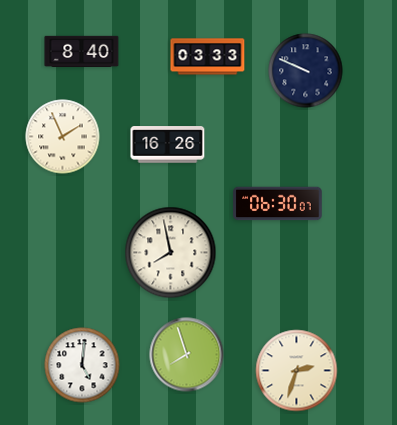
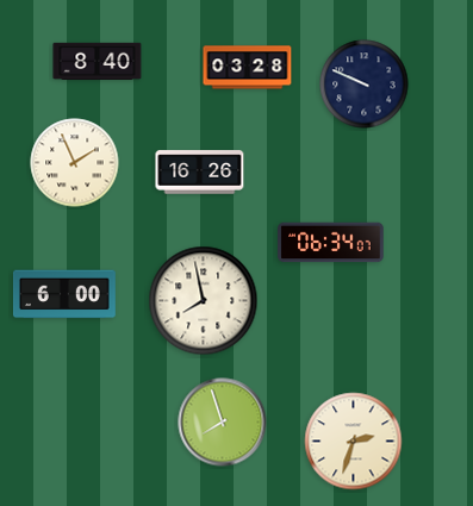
clock at (208, 57): 03:33 -> 03:28
clock at (278, 204): 06:30 -> 06:34
clock at (64, 294): none -> 6:00
clock at (82, 365): 5:01 -> none
